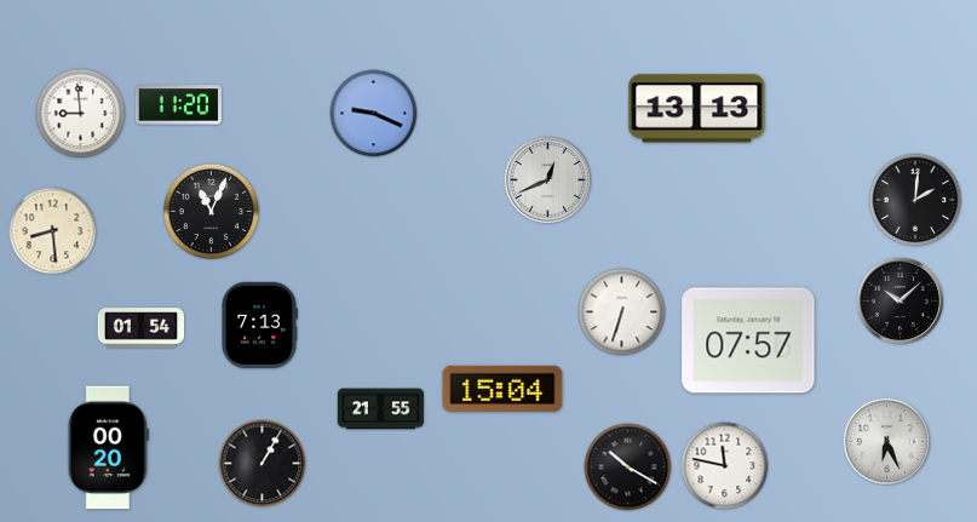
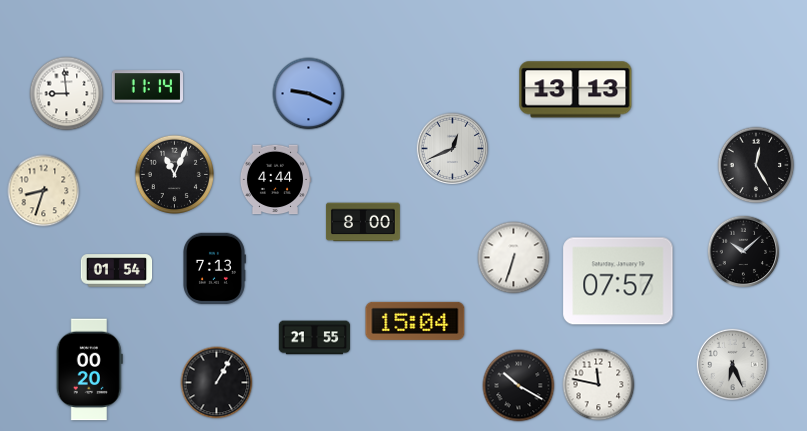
clock at (178, 105): 11:20 -> 11:14
clock at (915, 200): 2:01 -> 12:25
clock at (275, 180): none -> 4:44
clock at (53, 231): 8:29 -> 8:33
clock at (363, 222): none -> 8:00
clock at (901, 302) position: (901, 302) -> (744, 252)
